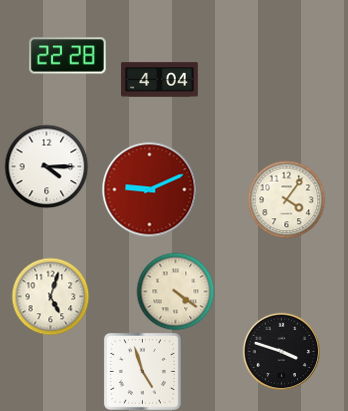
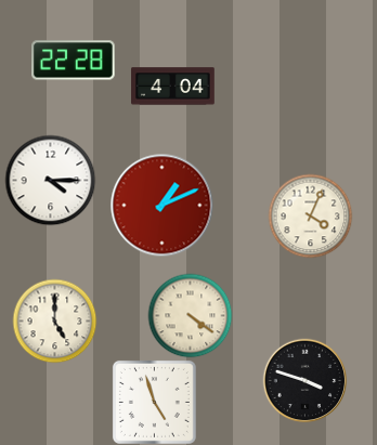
clock at (149, 189): 9:11 -> 1:11
clock at (286, 199): 4:06 -> 4:04
clock at (50, 296): 5:03 -> 5:00
